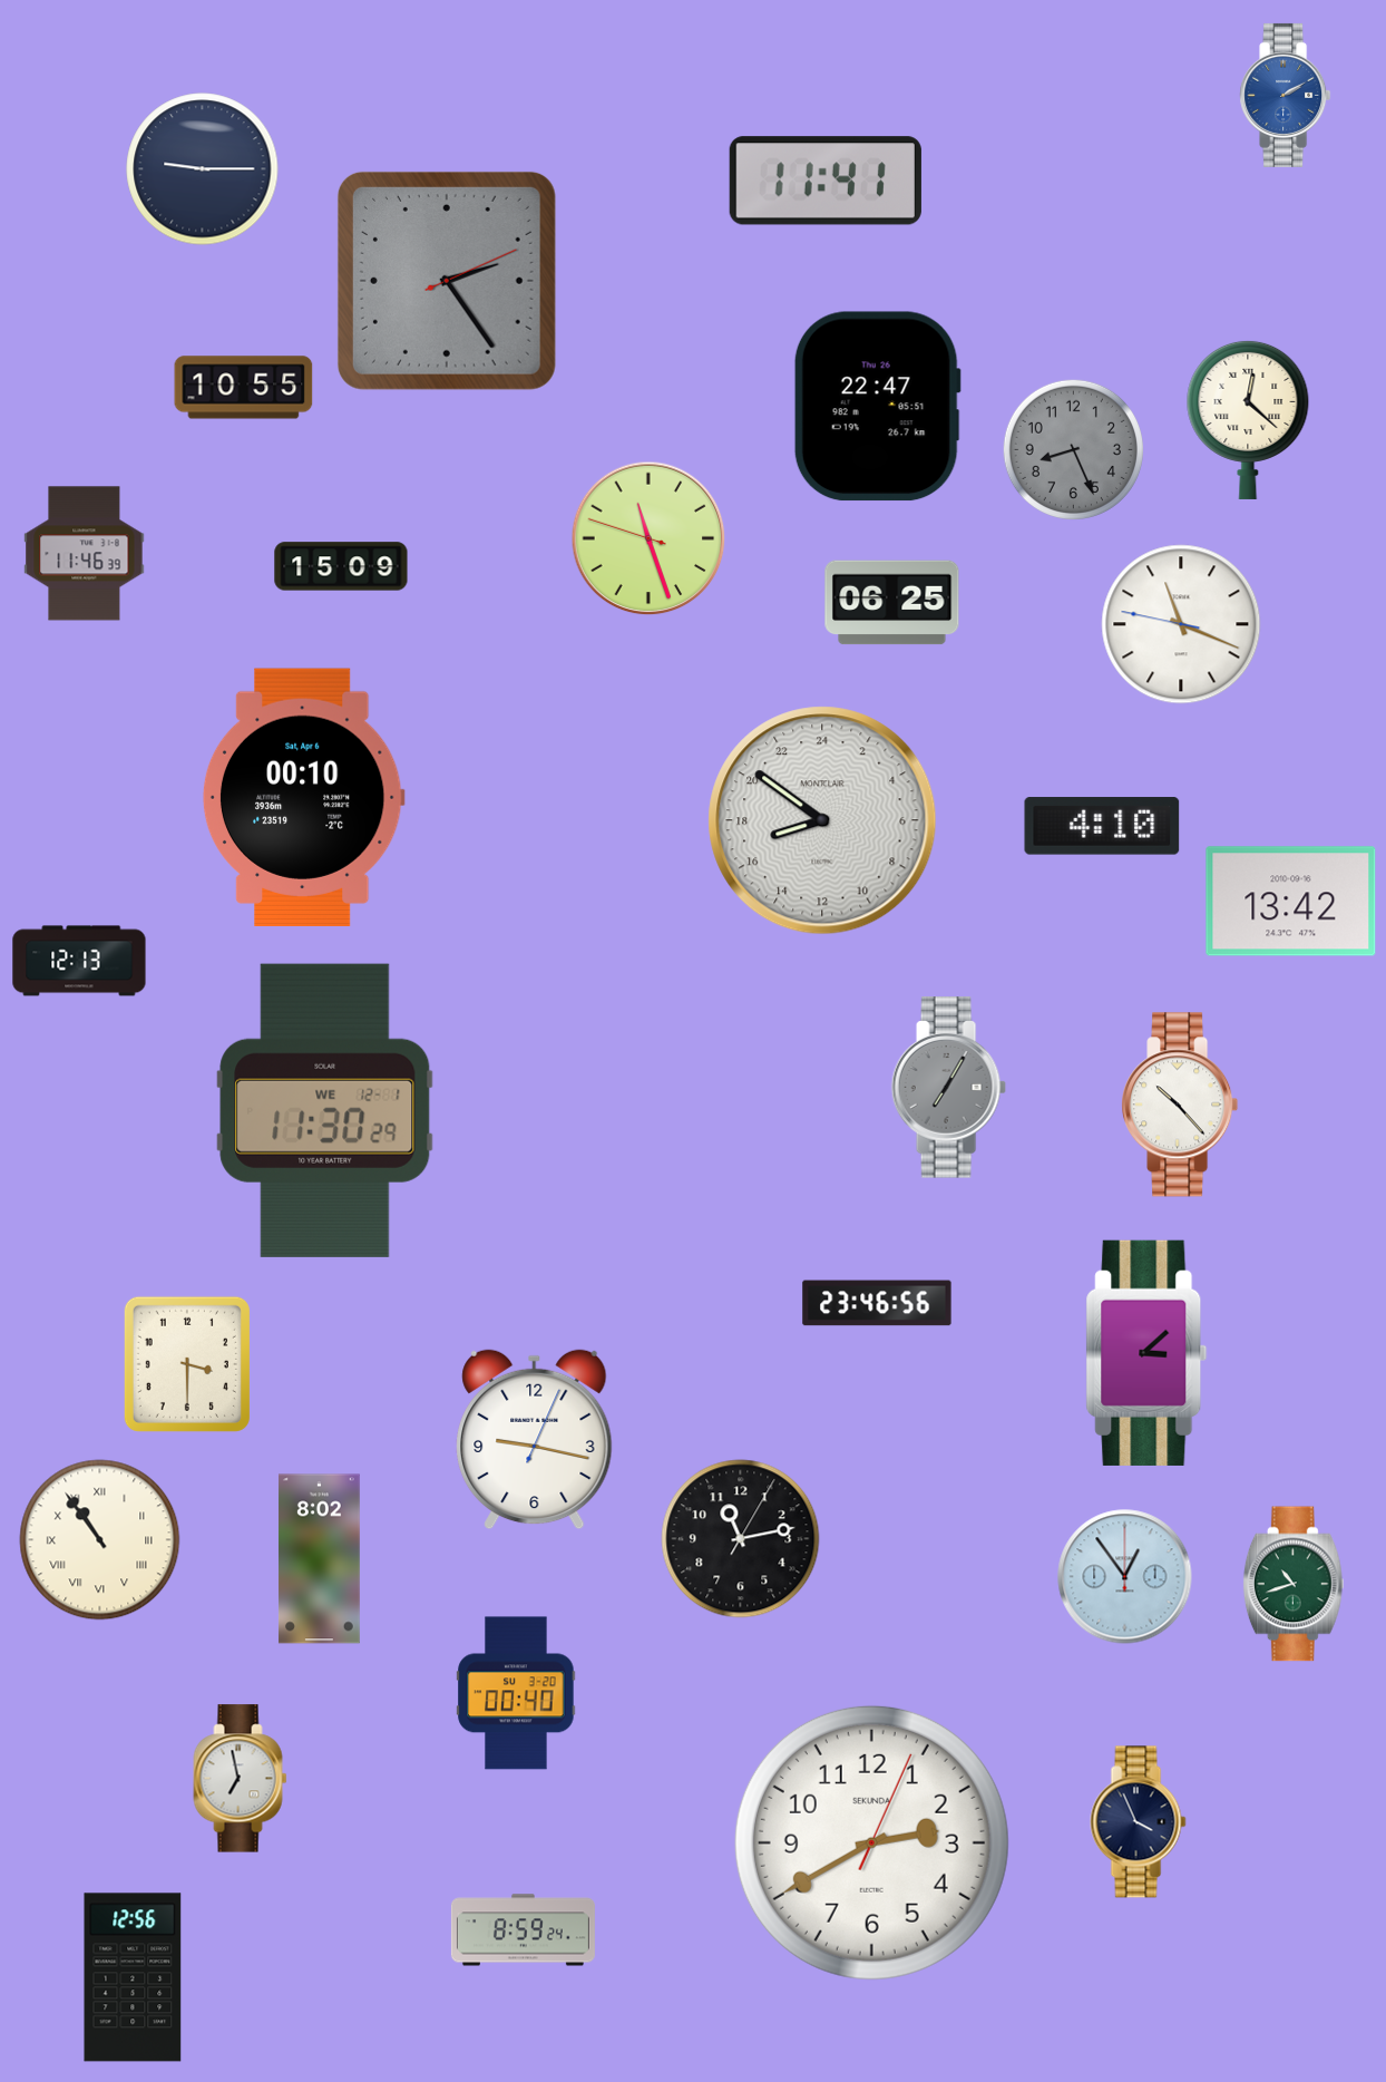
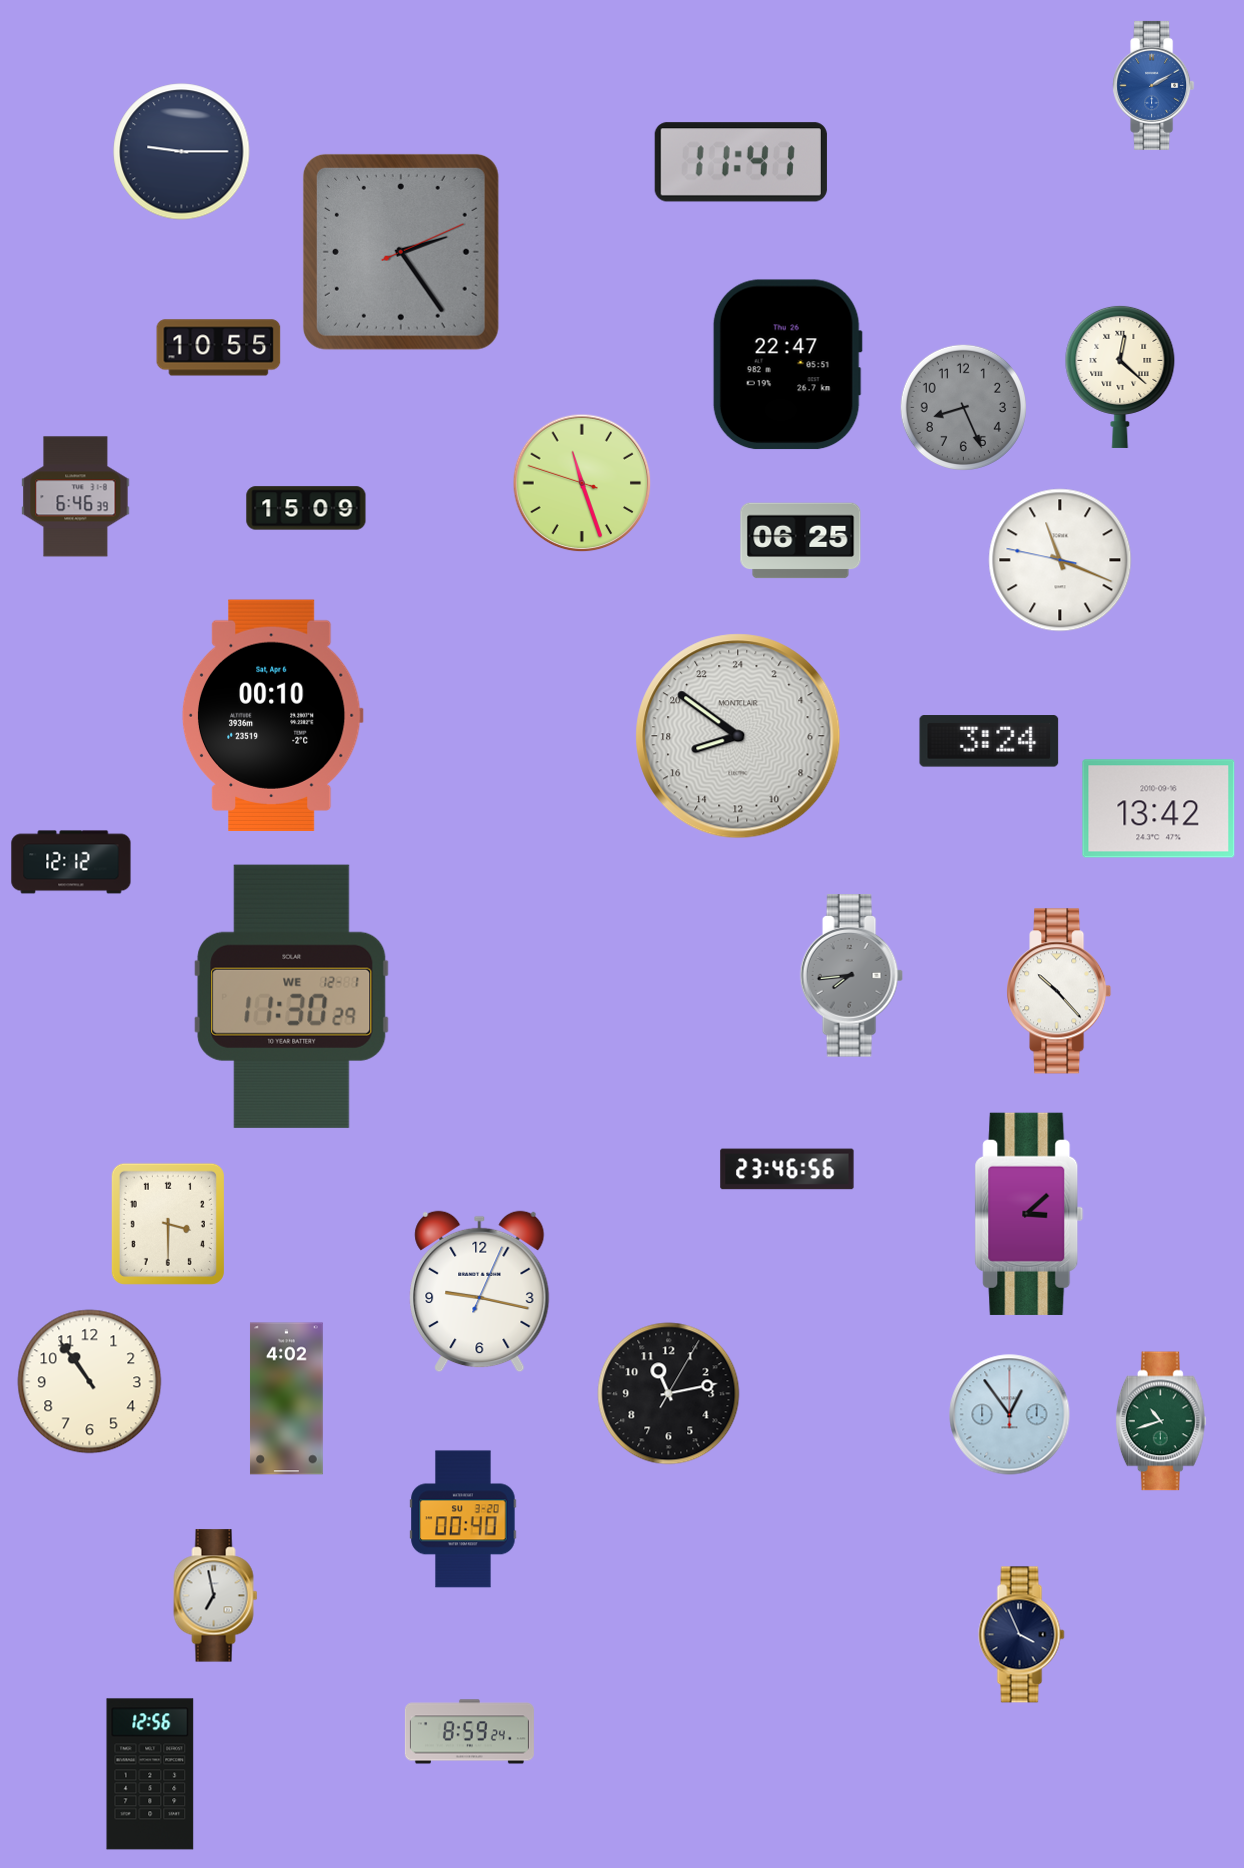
clock at (1073, 449) position: (1073, 449) -> (963, 407)
clock at (85, 554): 11:46 -> 6:46
clock at (1102, 826): 4:10 -> 3:24
clock at (79, 961): 12:13 -> 12:12
clock at (948, 1088): 7:05 -> 7:44
clock at (741, 1539) position: (741, 1539) -> (669, 1394)
clock at (100, 1540) numerals: Roman -> Arabic
clock at (319, 1559): 8:02 -> 4:02
clock at (871, 1842): 2:40 -> none
clock at (133, 1977) position: (133, 1977) -> (150, 1774)
